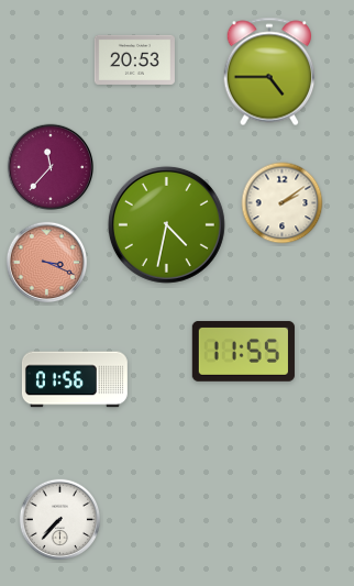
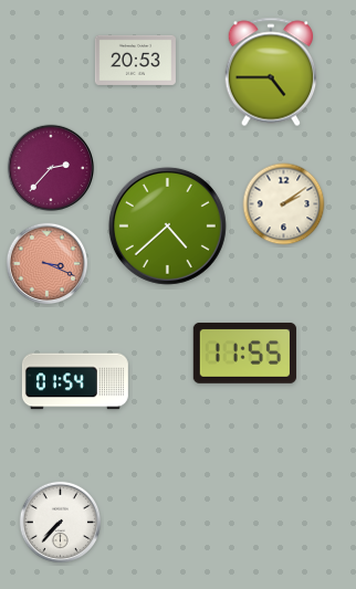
clock at (51, 167): 11:37 -> 2:37
clock at (166, 224): 4:32 -> 4:38
clock at (75, 379): 01:56 -> 01:54
